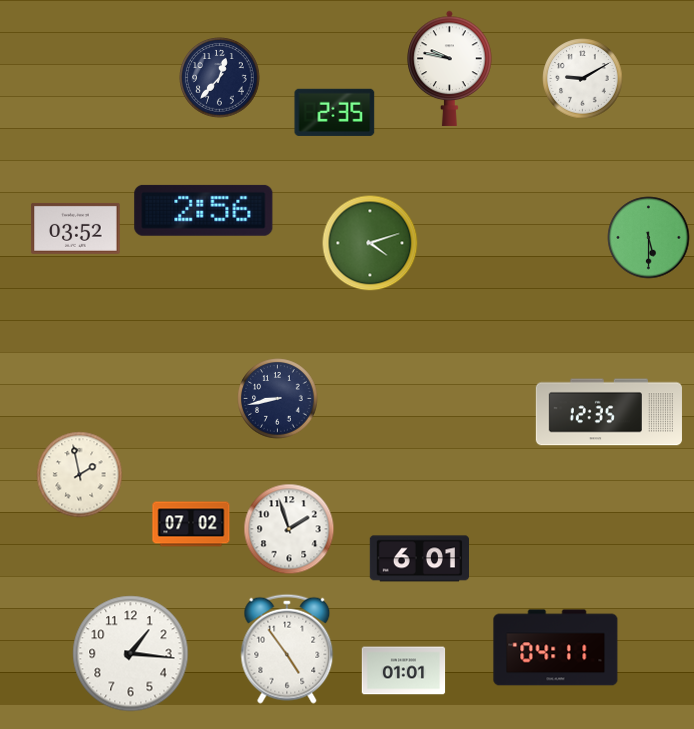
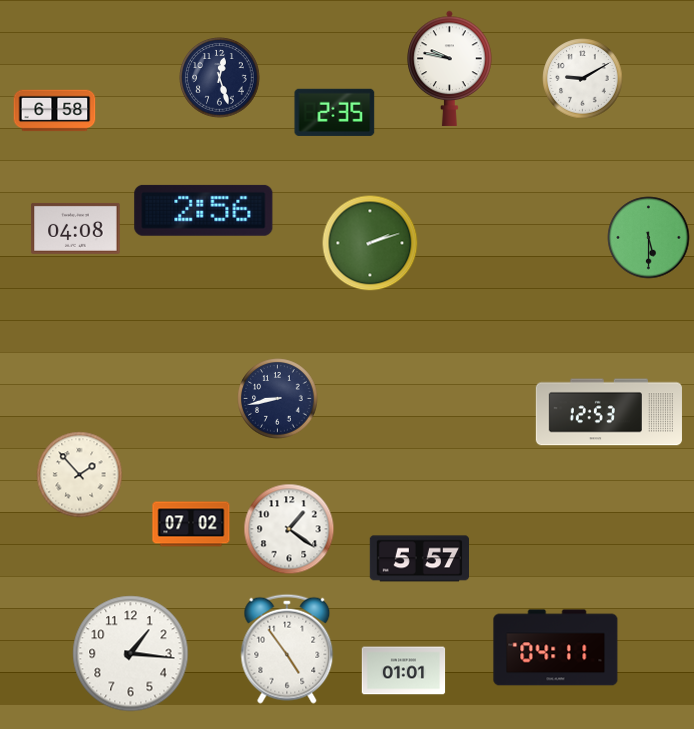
clock at (220, 78): 12:37 -> 12:27
clock at (55, 111): none -> 6:58
clock at (76, 228): 03:52 -> 04:08
clock at (370, 243): 4:12 -> 2:12
clock at (609, 412): 12:35 -> 12:53
clock at (80, 475): 1:58 -> 1:53
clock at (289, 529): 1:57 -> 1:21
clock at (419, 559): 6:01 -> 5:57
